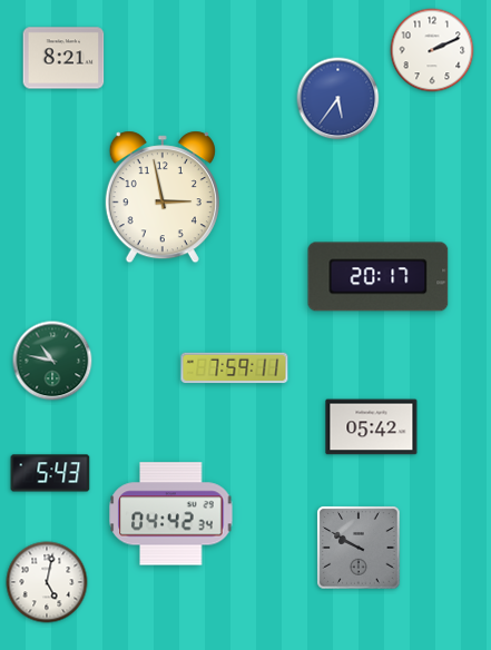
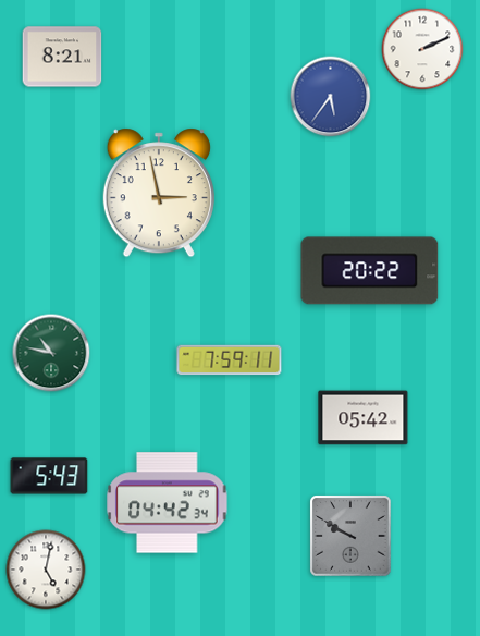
clock at (379, 277): 20:17 -> 20:22
clock at (50, 473) position: (50, 473) -> (49, 476)
